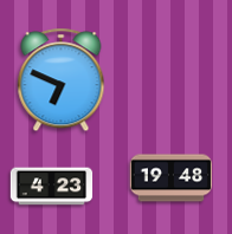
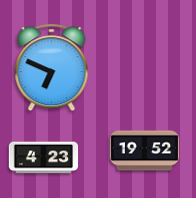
clock at (172, 178): 19:48 -> 19:52
